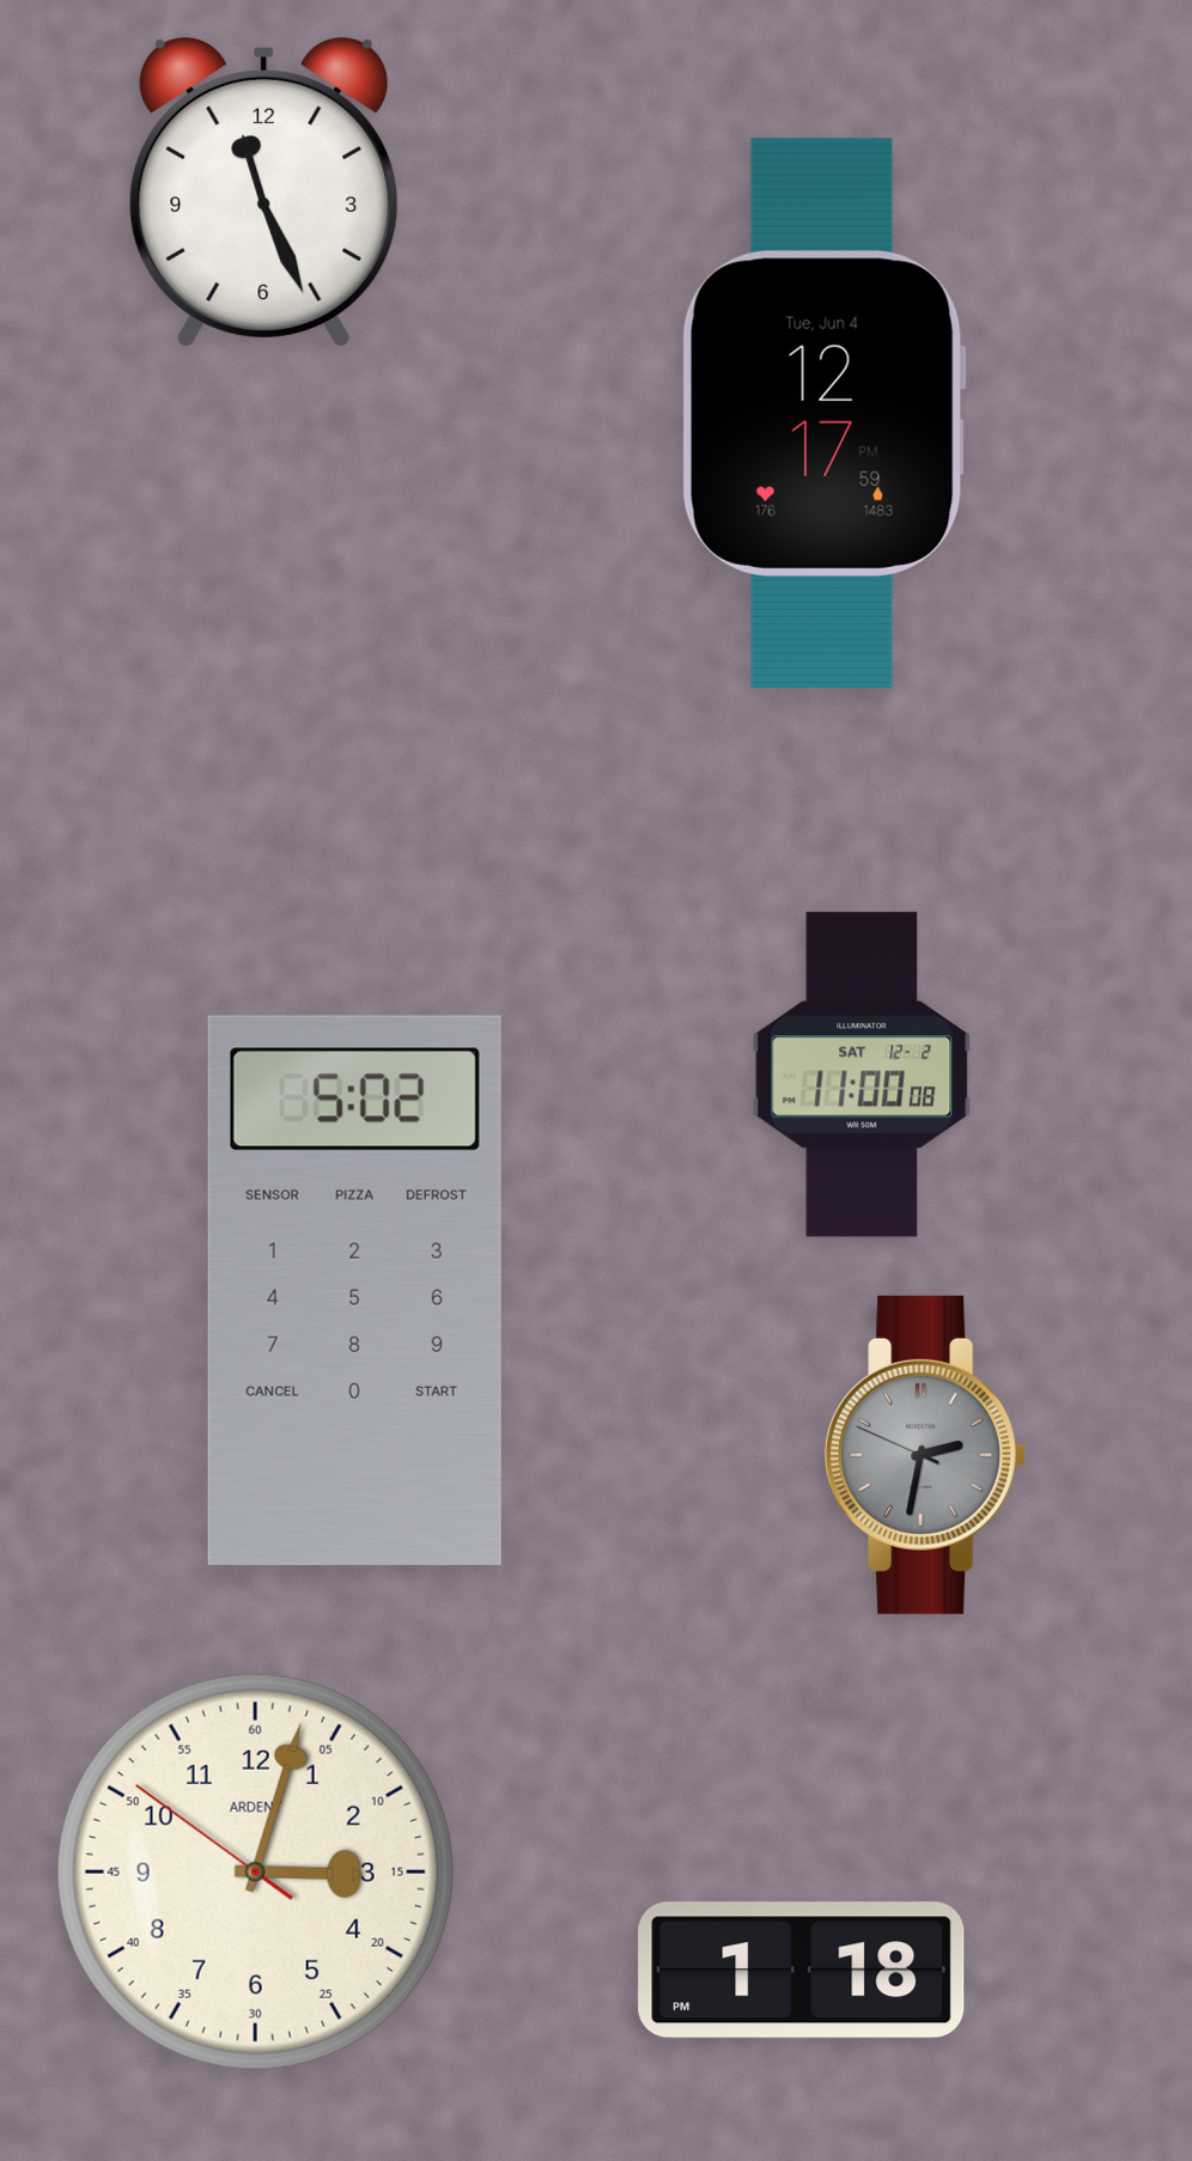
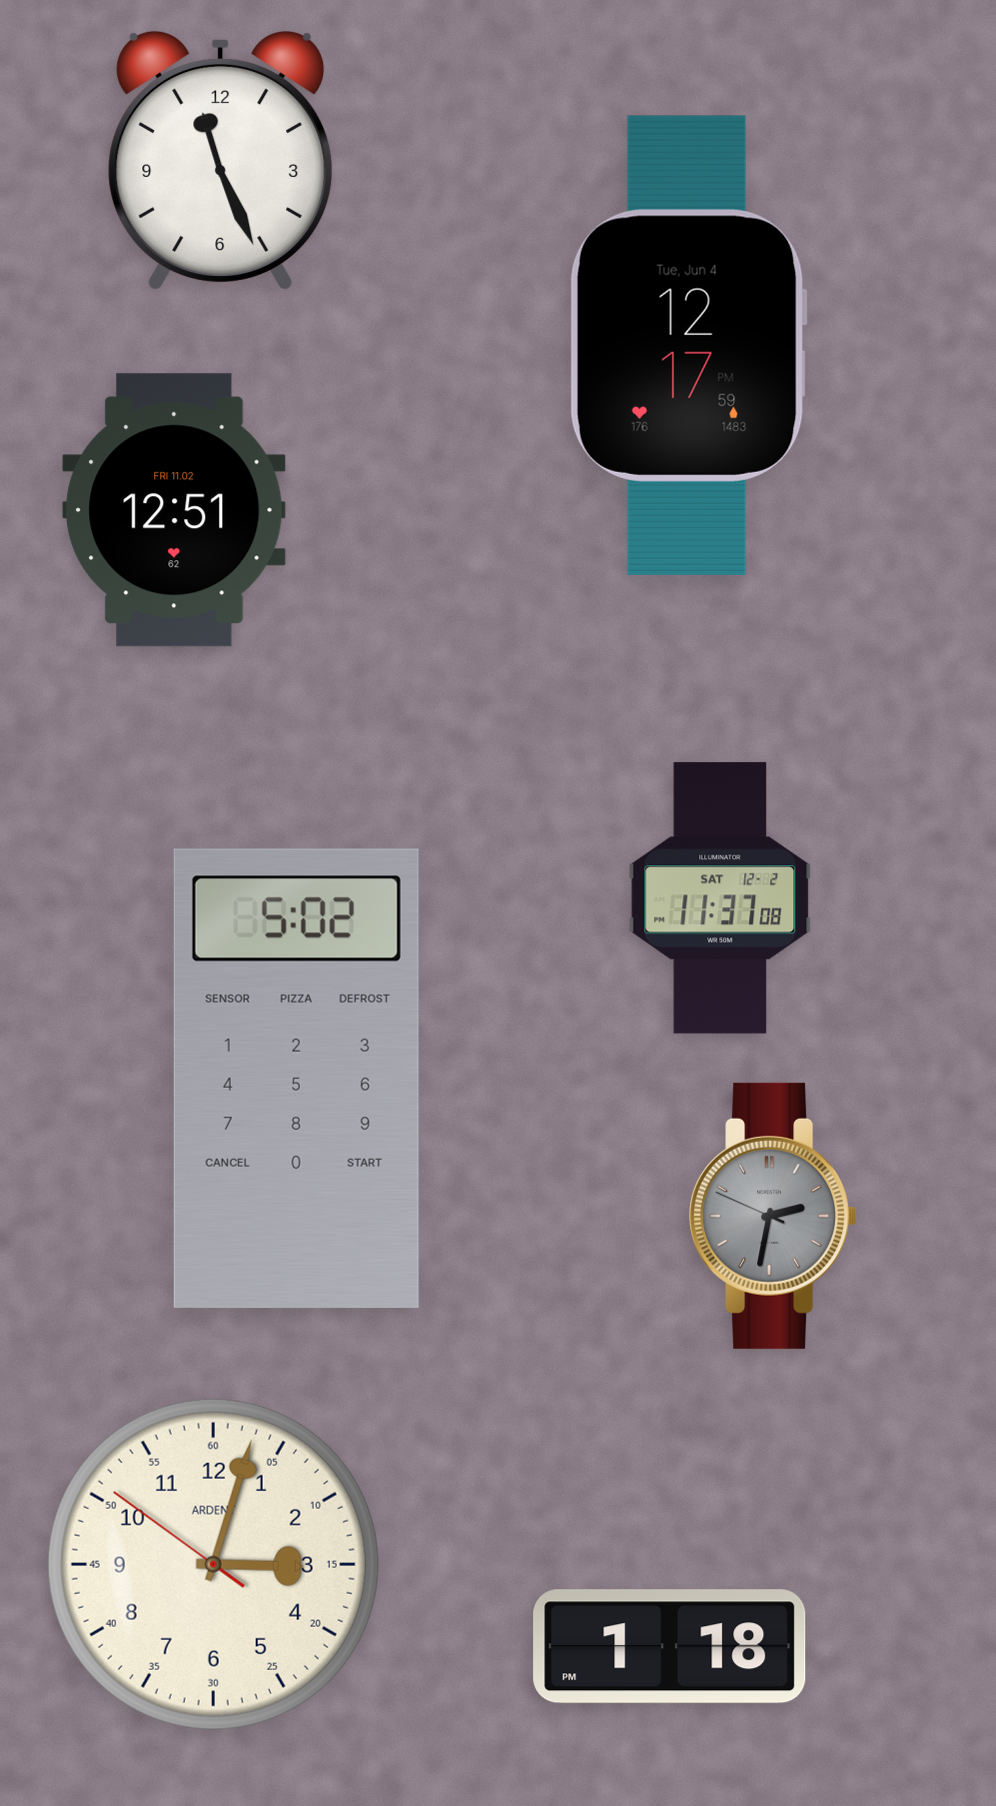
clock at (174, 510): none -> 12:51
clock at (862, 1075): 11:00 -> 11:37
